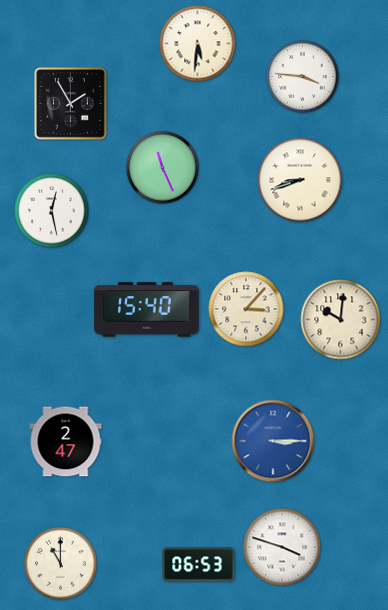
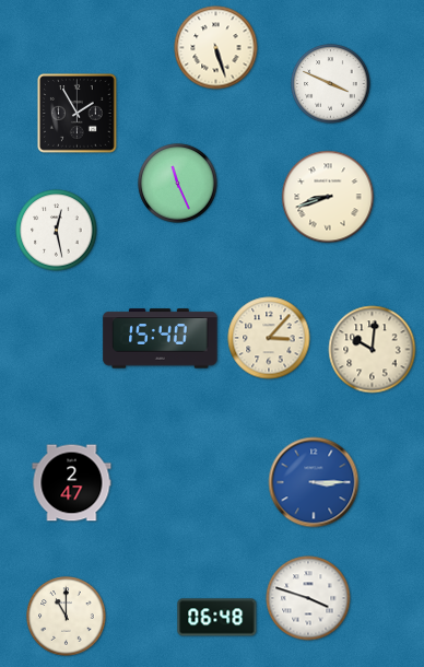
clock at (198, 44): 5:31 -> 5:27
clock at (303, 77): 3:46 -> 3:49
clock at (273, 441) position: (273, 441) -> (314, 482)
clock at (199, 565): 06:53 -> 06:48
